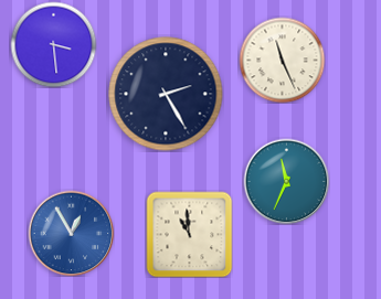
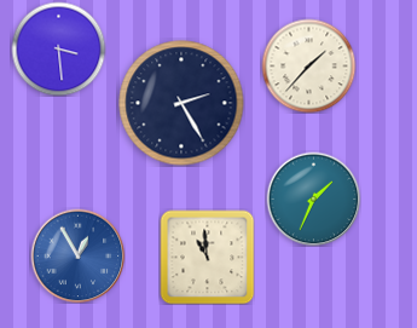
clock at (282, 60): 11:26 -> 1:37
clock at (286, 181): 11:34 -> 1:34
